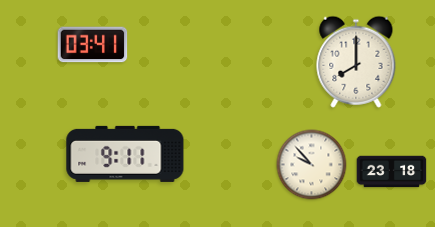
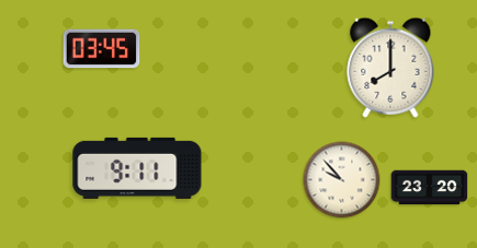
clock at (93, 45): 03:41 -> 03:45
clock at (392, 172): 23:18 -> 23:20
